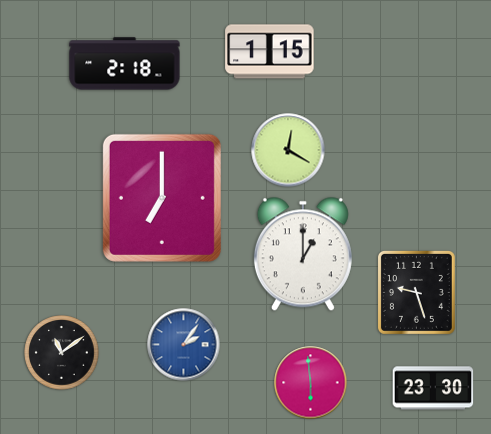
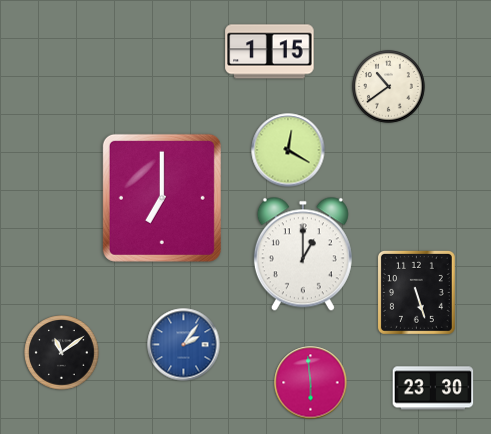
clock at (125, 64): 2:18 -> none
clock at (389, 87): none -> 10:39
clock at (416, 292): 9:27 -> 5:27
